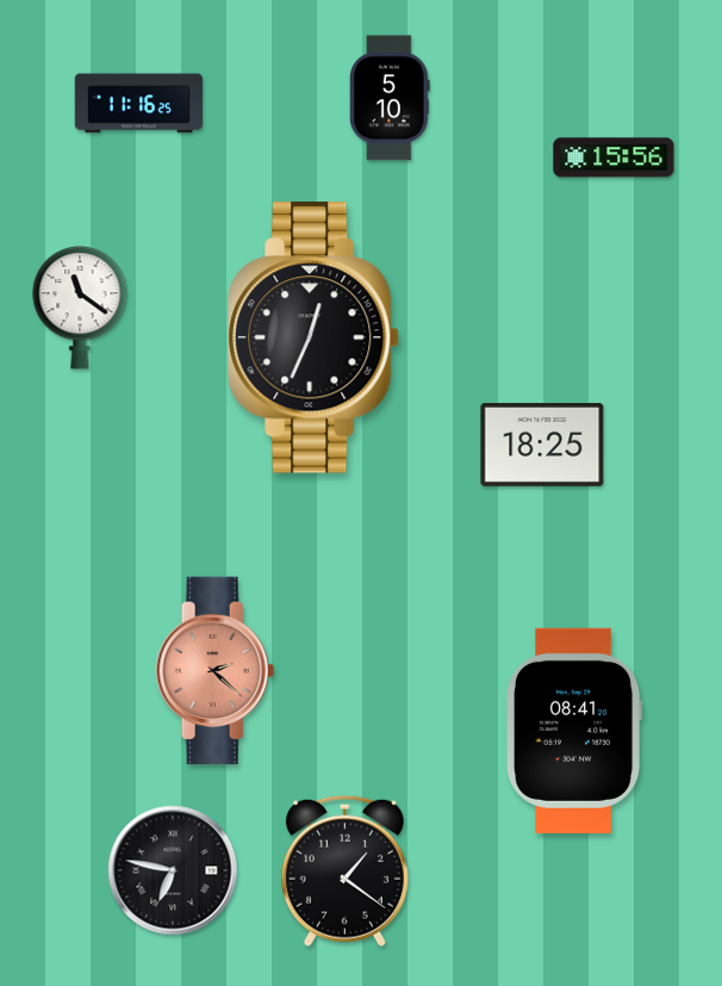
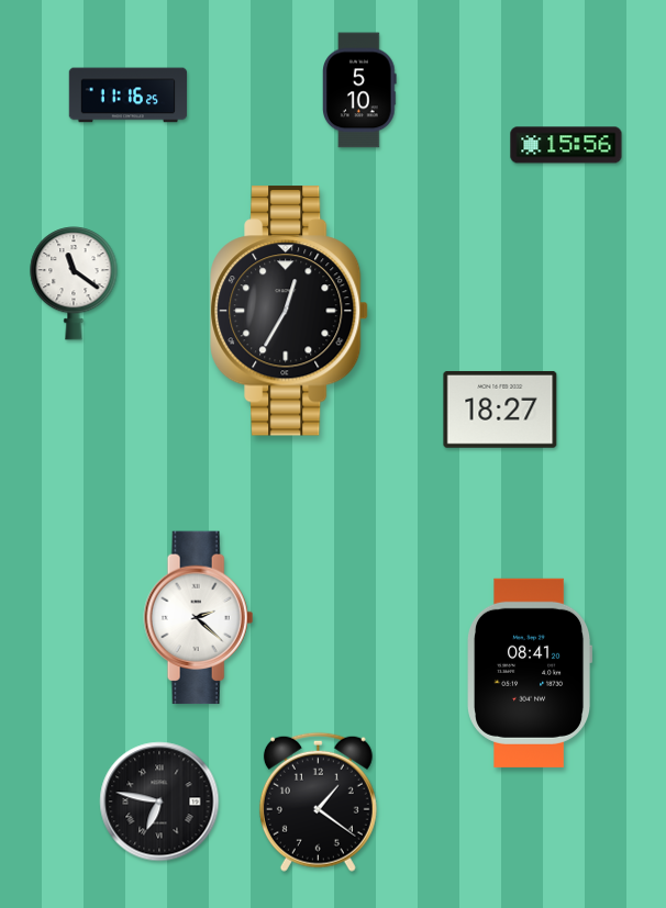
clock at (313, 337): 12:34 -> 12:35
clock at (542, 445): 18:25 -> 18:27
clock at (216, 671) dial: salmon -> white
